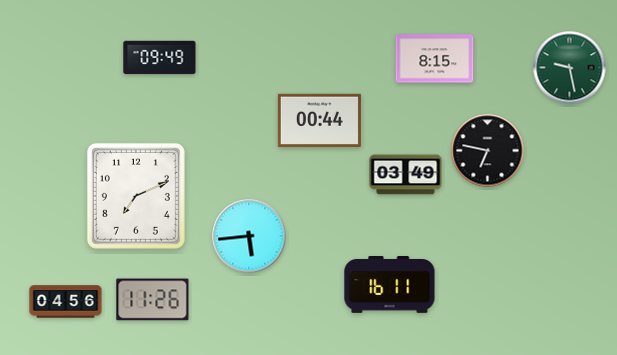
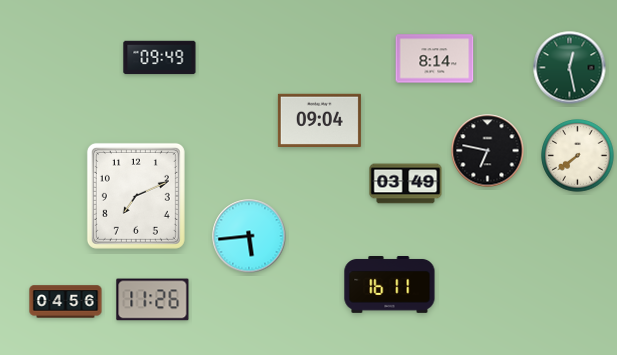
clock at (435, 59): 8:15 -> 8:14
clock at (570, 68): 9:28 -> 12:28
clock at (319, 120): 00:44 -> 09:04
clock at (578, 156): none -> 7:39
clock at (406, 175) position: (406, 175) -> (406, 184)
